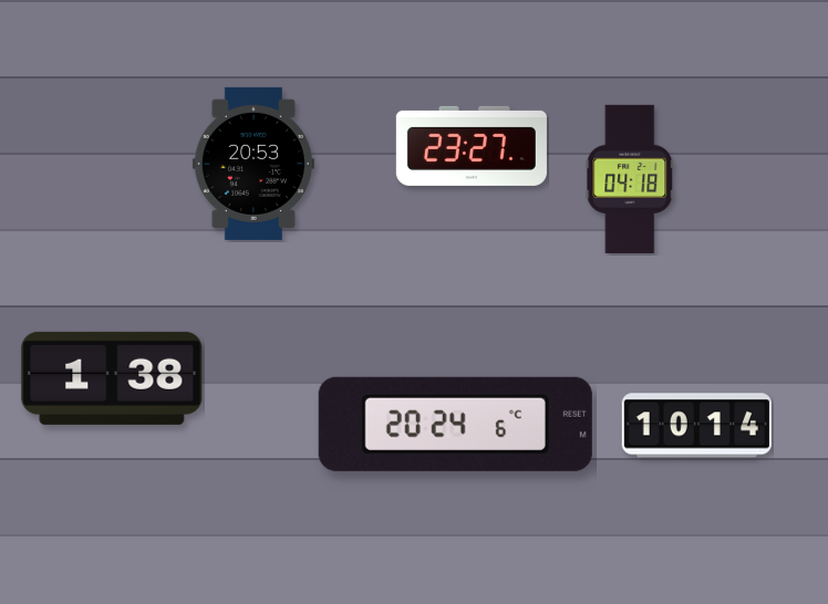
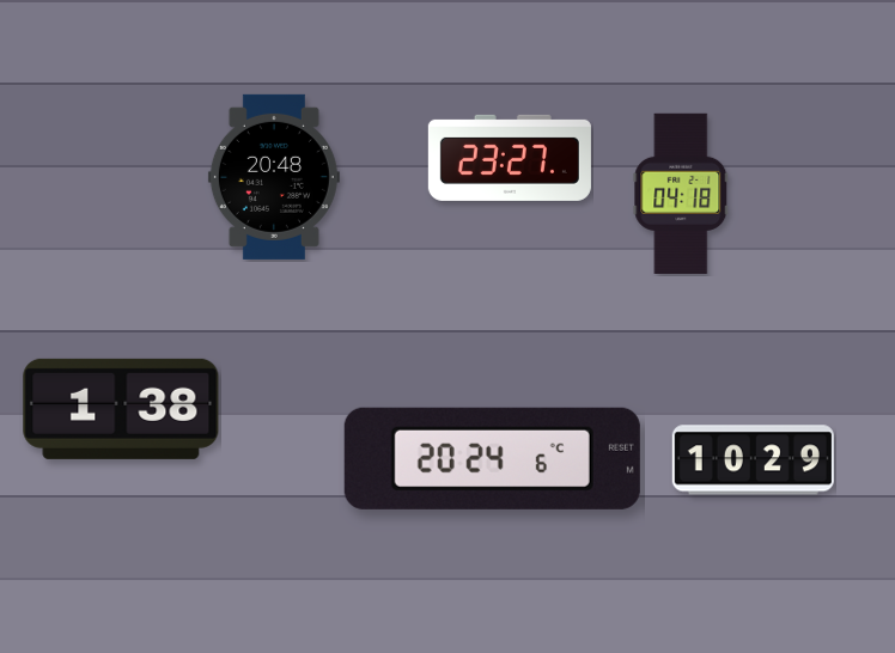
clock at (253, 164): 20:53 -> 20:48
clock at (696, 426): 10:14 -> 10:29
